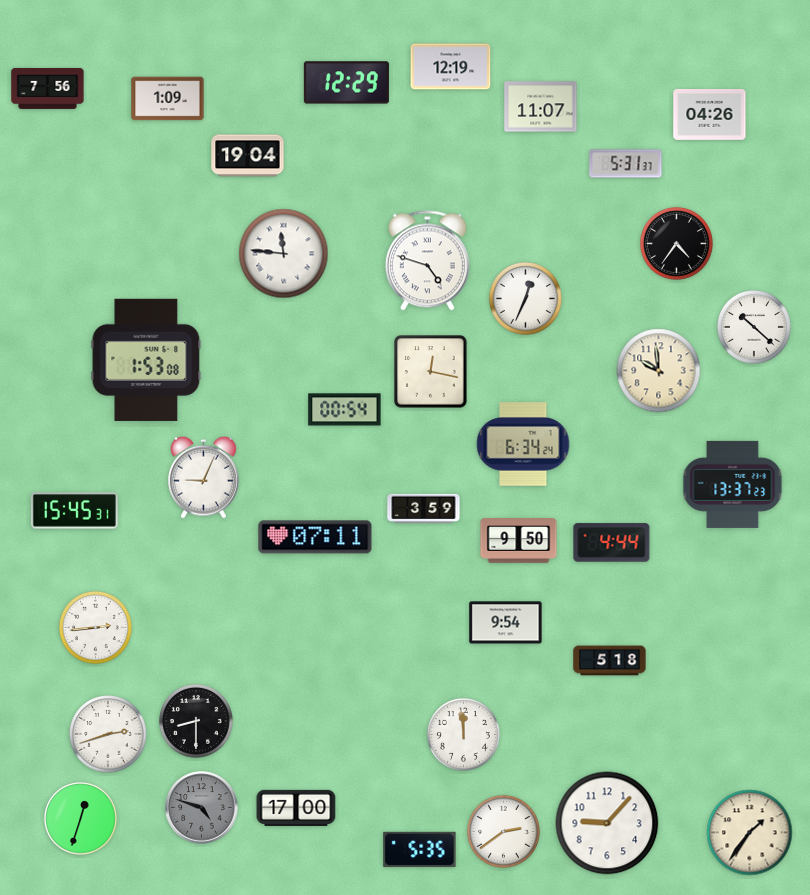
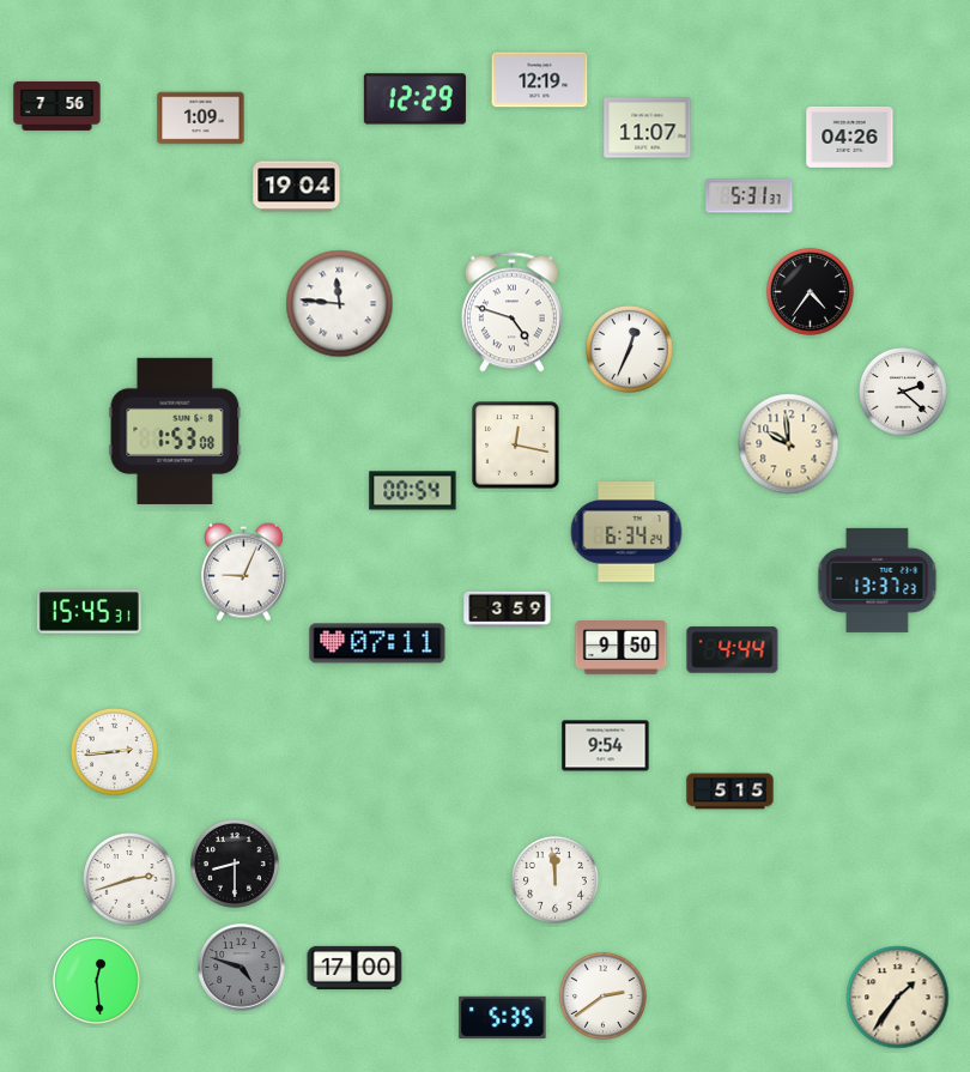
clock at (525, 298) position: (525, 298) -> (629, 349)
clock at (755, 328): 10:22 -> 2:22
clock at (610, 661): 5:18 -> 5:15
clock at (80, 818): 12:33 -> 12:29
clock at (607, 823): 9:07 -> none
